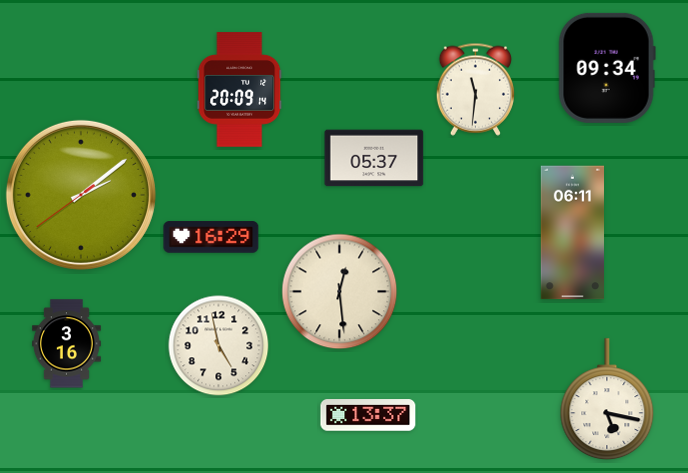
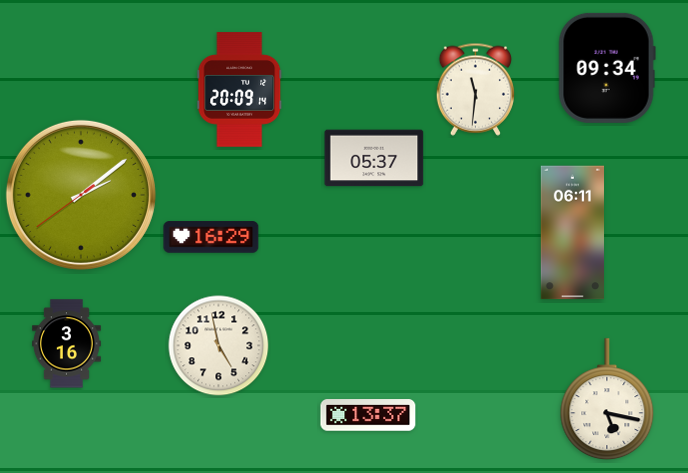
clock at (340, 292): 12:29 -> none
